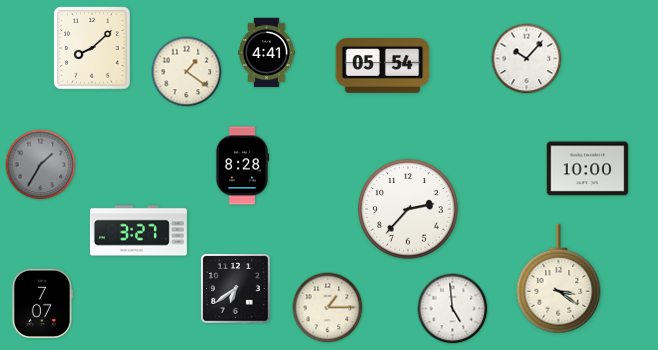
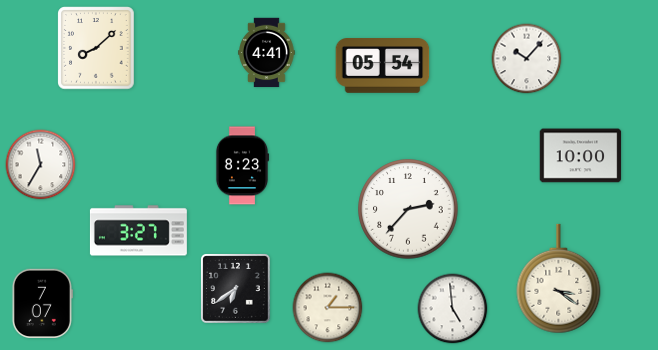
clock at (92, 48) position: (92, 48) -> (96, 48)
clock at (187, 72): 1:21 -> none
clock at (41, 165): 1:35 -> 11:35
clock at (41, 165) dial: grey -> white
clock at (242, 166): 8:28 -> 8:23
clock at (588, 169) position: (588, 169) -> (581, 156)
